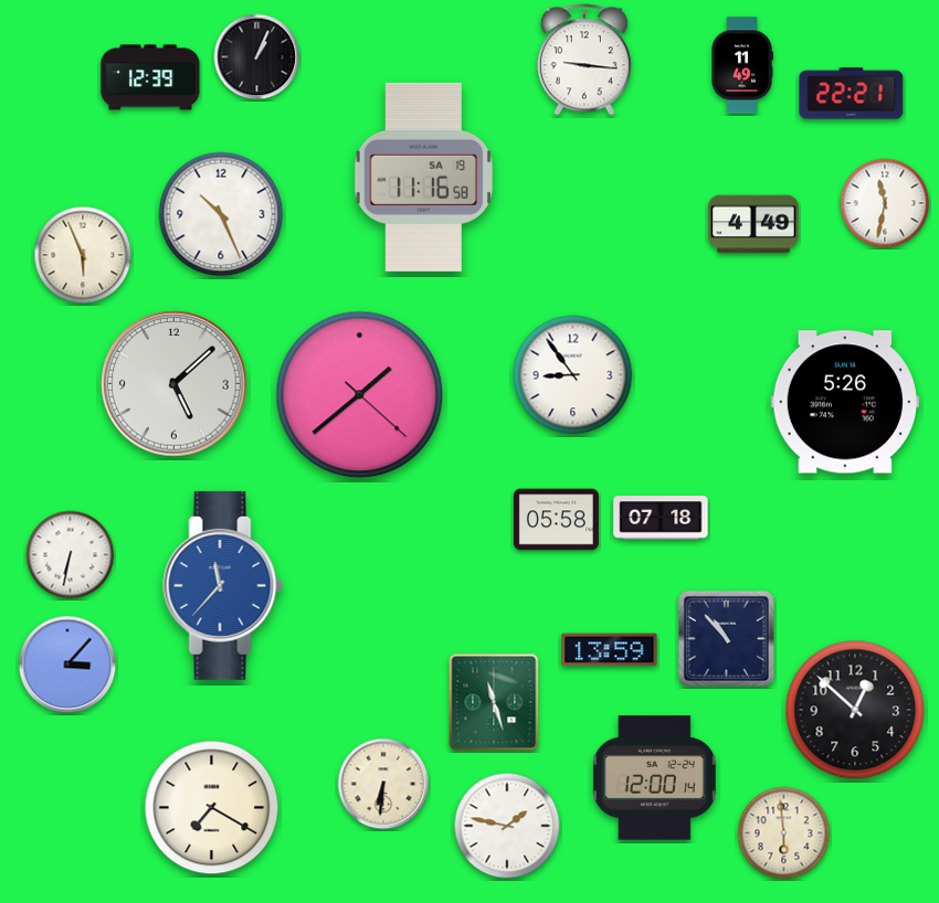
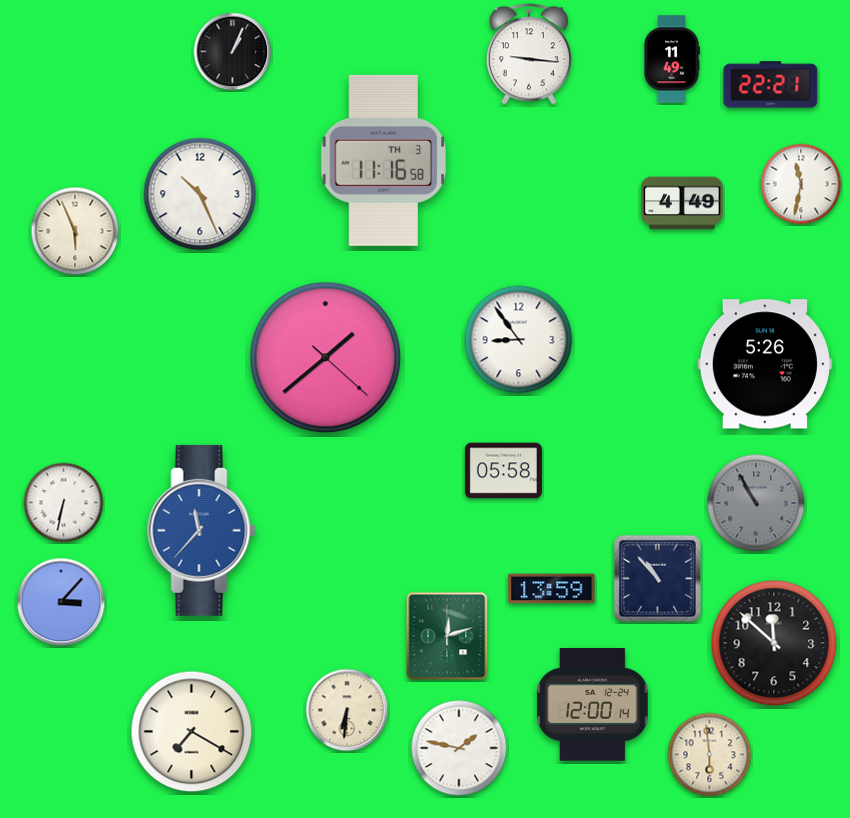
clock at (150, 77): 12:39 -> none
clock at (424, 177) date: SA 19 -> TH 3
clock at (175, 384): 5:08 -> none
clock at (661, 518): 07:18 -> none
clock at (756, 503): none -> 10:55
clock at (494, 702): 11:27 -> 12:12
clock at (855, 710): 12:52 -> 11:52
